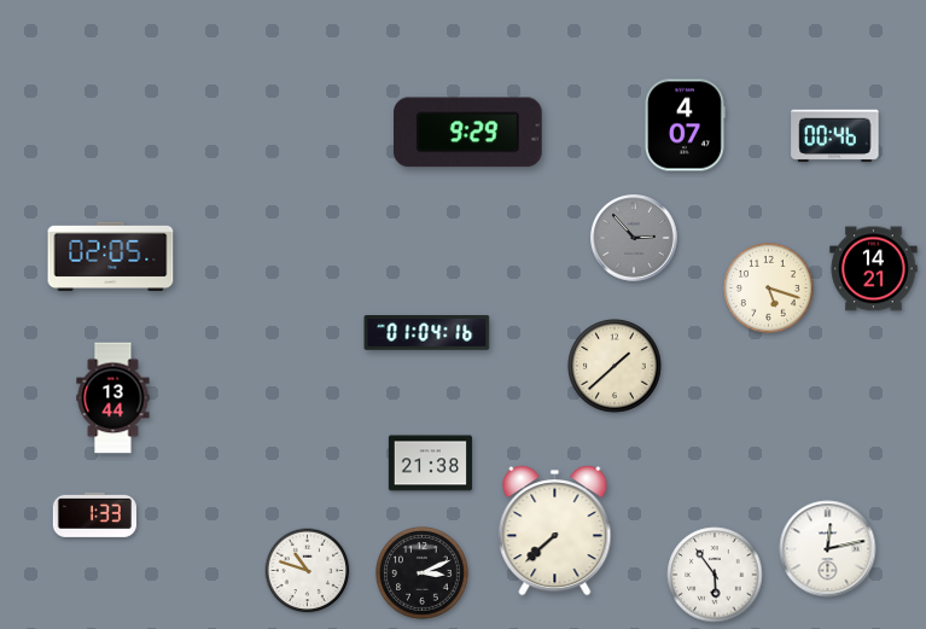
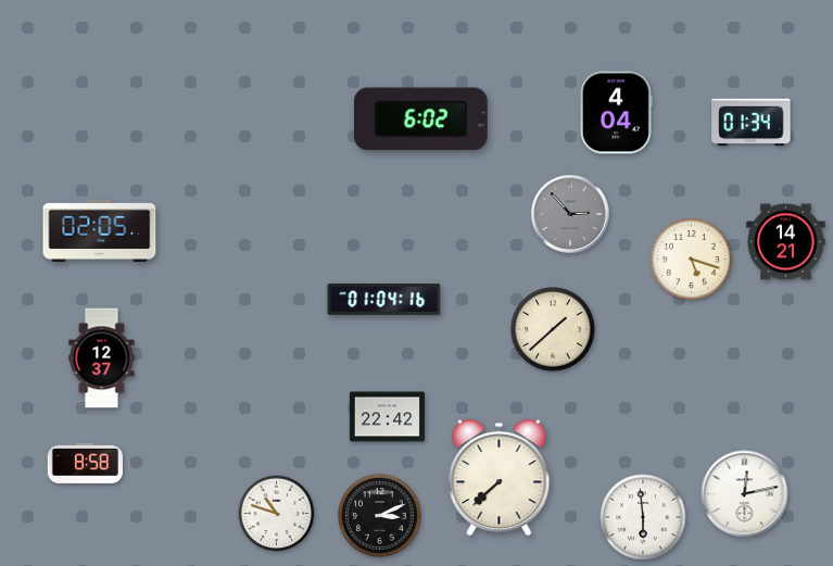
clock at (686, 126): 4:07 -> 4:04
clock at (468, 133): 9:29 -> 6:02
clock at (835, 136): 00:46 -> 01:34
clock at (113, 398): 13:44 -> 12:37
clock at (430, 464): 21:38 -> 22:42
clock at (94, 514): 1:33 -> 8:58
clock at (715, 575): 5:54 -> 5:59
